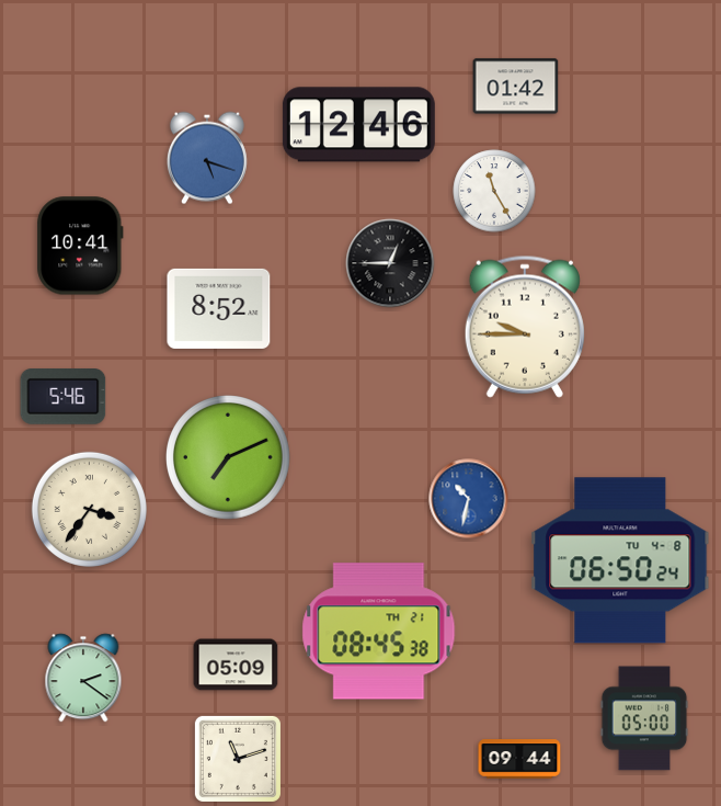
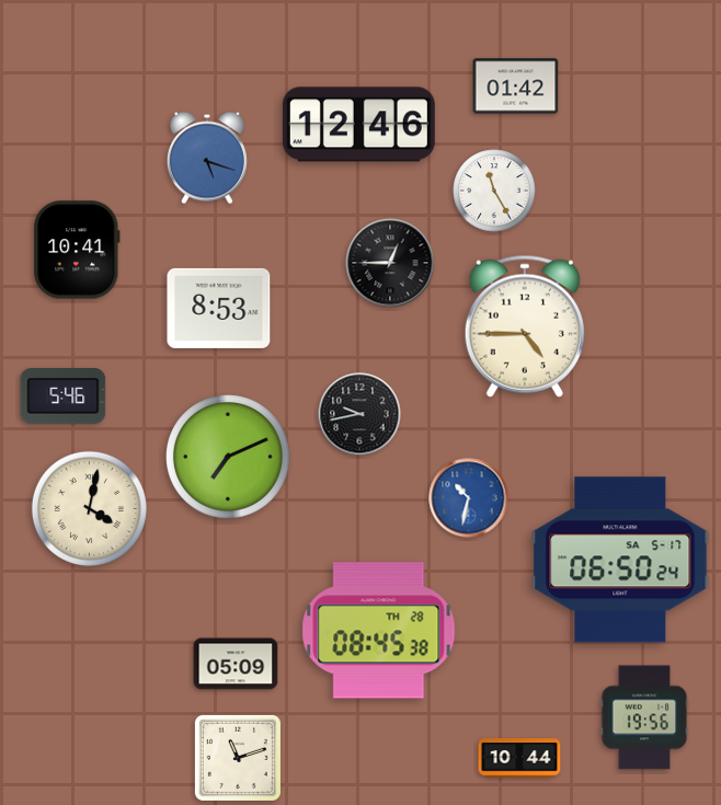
clock at (80, 246) position: (80, 246) -> (77, 250)
clock at (219, 308): 8:52 -> 8:53
clock at (525, 327): 9:45 -> 4:45
clock at (359, 414): none -> 9:43
clock at (89, 509): 3:36 -> 4:02
clock at (620, 560) date: TU 4-8 -> SA 5-17
clock at (379, 632) date: TH 21 -> TH 28
clock at (83, 678): 2:21 -> none
clock at (644, 718): 05:00 -> 19:56
clock at (519, 759): 09:44 -> 10:44
